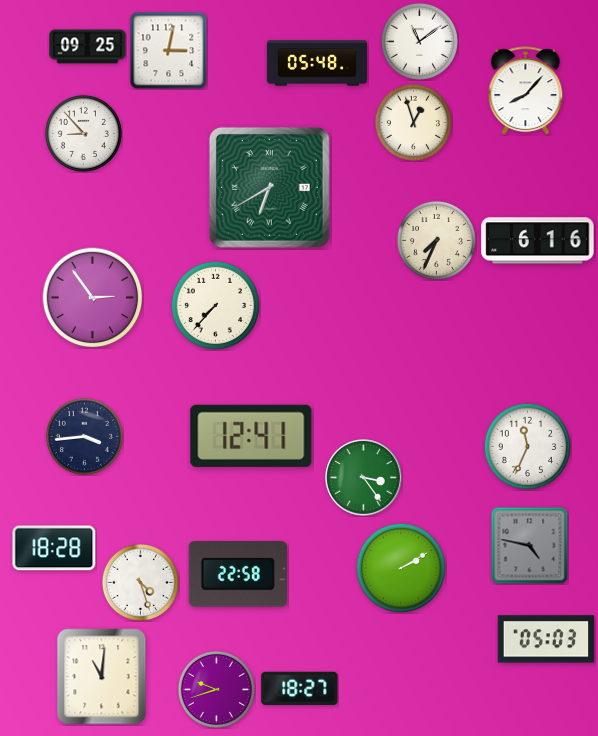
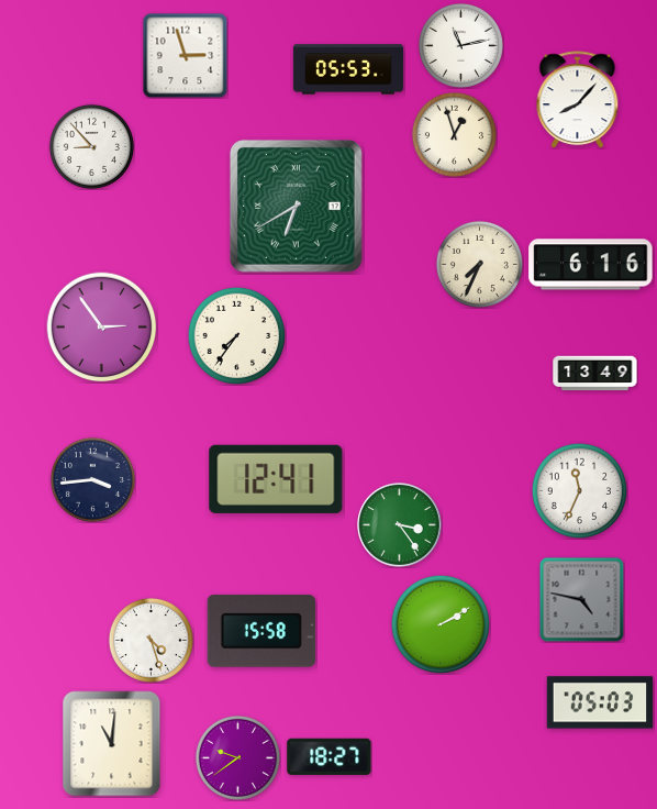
clock at (419, 41): 11:09 -> 11:13
clock at (88, 47): 09:25 -> none
clock at (168, 50): 3:02 -> 2:57
clock at (316, 63): 05:48 -> 05:53
clock at (215, 305): 7:37 -> 7:36
clock at (595, 374): none -> 13:49
clock at (54, 548): 18:28 -> none
clock at (238, 574): 22:58 -> 15:58
clock at (140, 582) position: (140, 582) -> (151, 640)
clock at (216, 689): 9:42 -> 9:39
